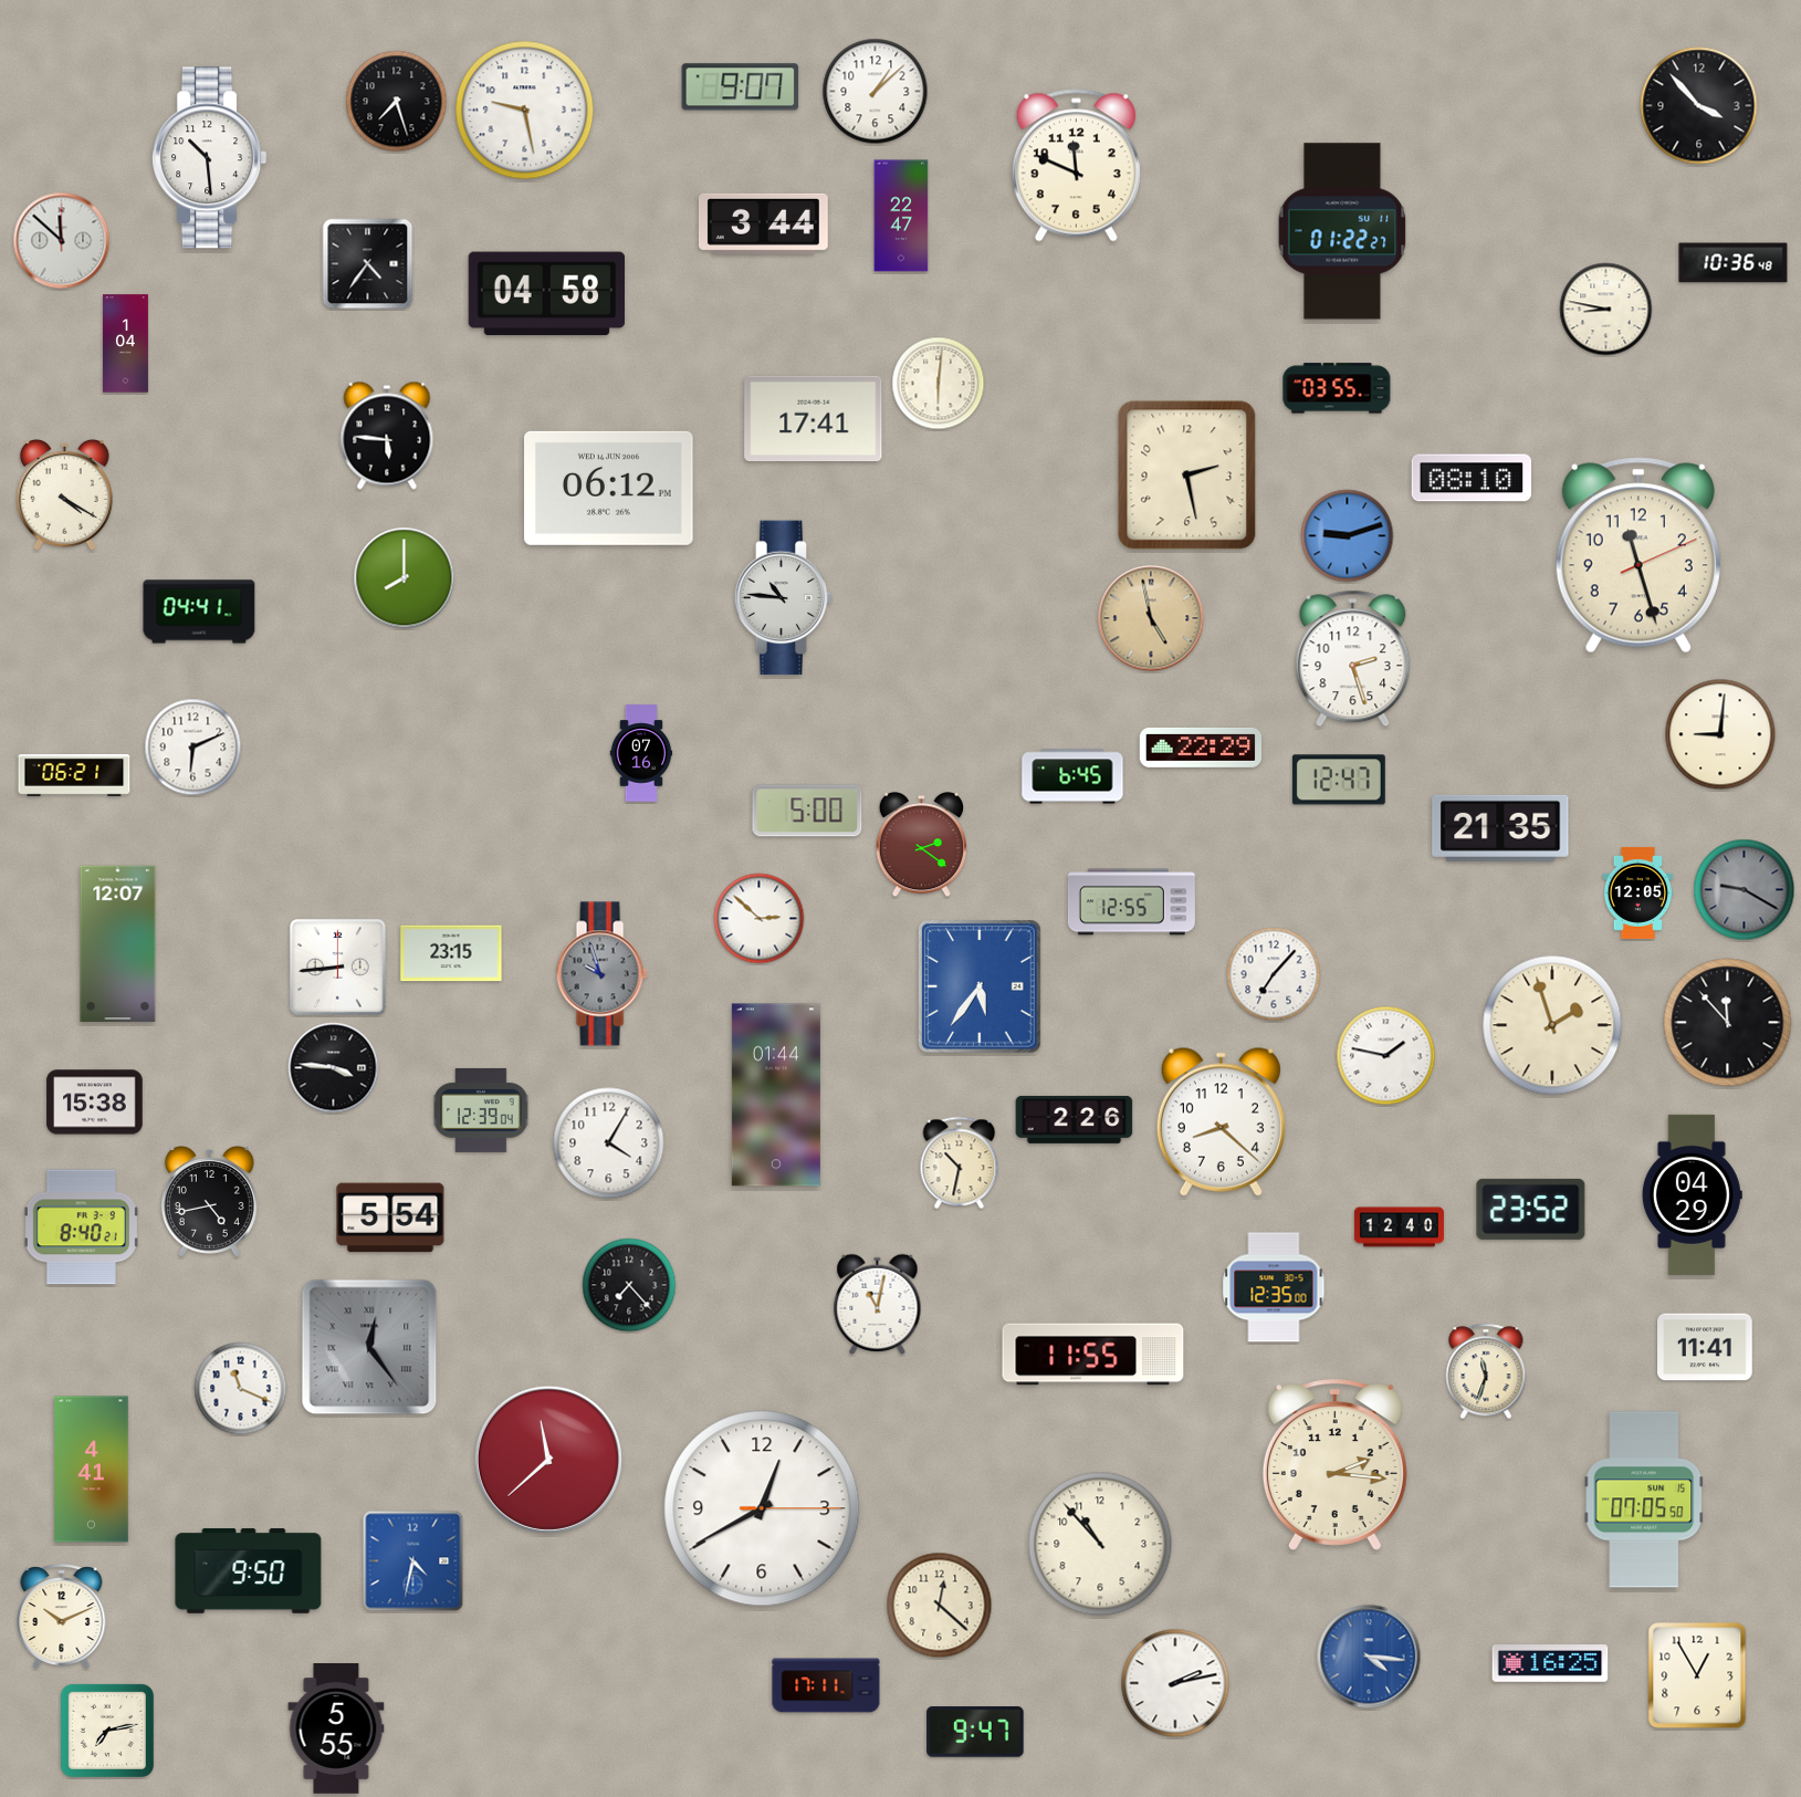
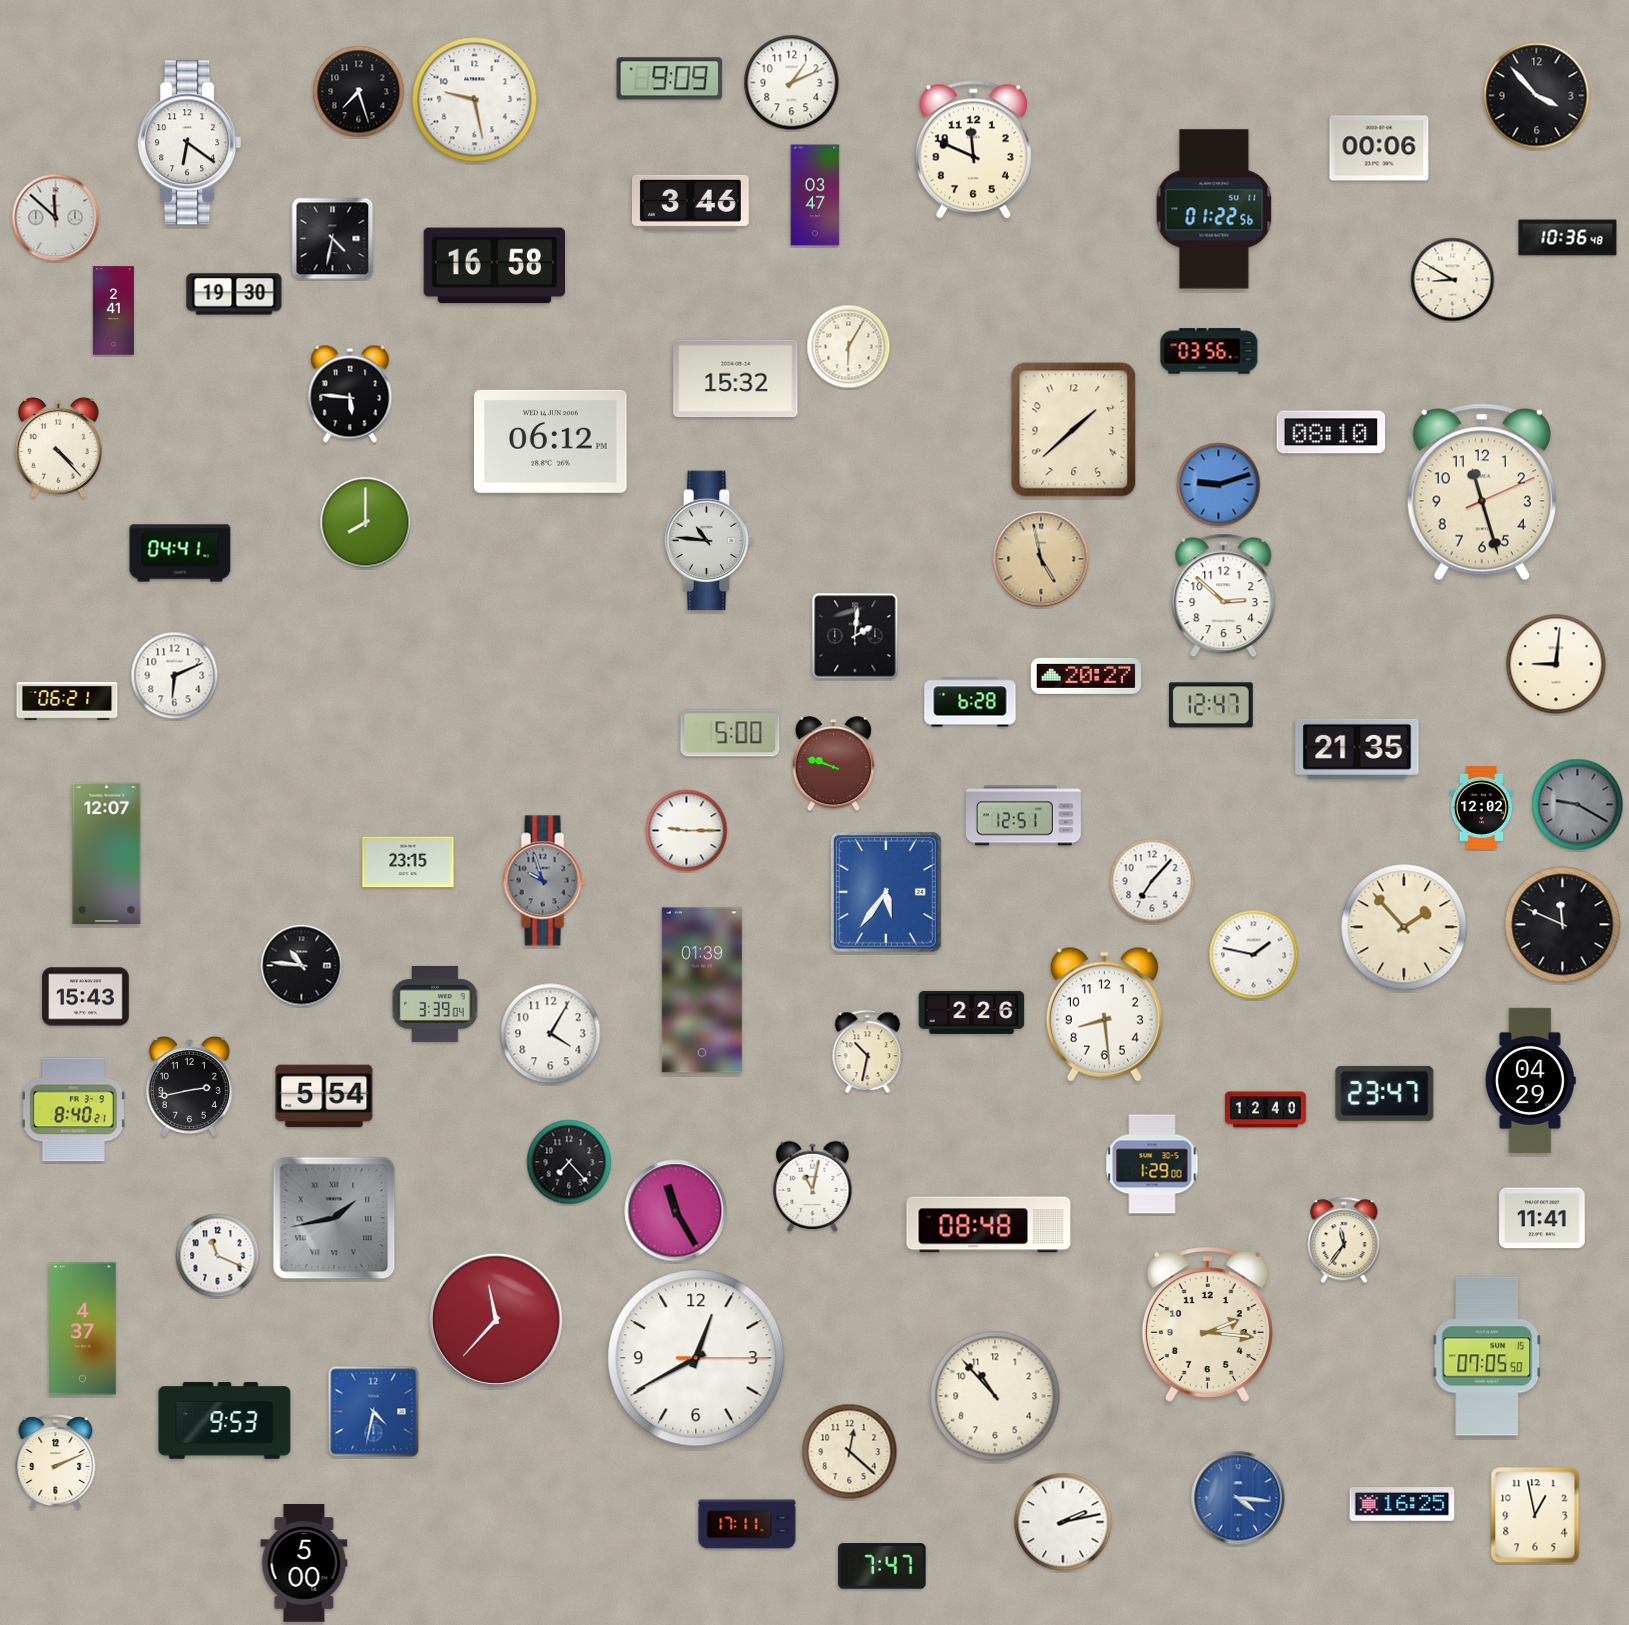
clock at (741, 87): 9:07 -> 9:09
clock at (876, 92): 1:08 -> 1:11
clock at (210, 158): 10:29 -> 6:21
clock at (1379, 148): none -> 00:06
clock at (901, 216): 22:47 -> 03:47
clock at (763, 223): 3:44 -> 3:46
clock at (1342, 231): 01:22:27 -> 01:22:56
clock at (368, 264): 4:36 -> 4:32
clock at (546, 294): 04:58 -> 16:58
clock at (1606, 310): 8:47 -> 8:50
clock at (234, 294): none -> 19:30
clock at (125, 344): 1:04 -> 2:41
clock at (939, 384): 6:01 -> 6:05
clock at (1337, 388): 03:55 -> 03:56
clock at (814, 419): 17:41 -> 15:32
clock at (1187, 476): 2:28 -> 1:38
clock at (64, 495): 4:20 -> 4:23
clock at (1638, 555) position: (1638, 555) -> (1482, 492)
clock at (1353, 659): 2:27 -> 2:52
clock at (855, 636): none -> 2:01
clock at (1200, 748): 22:29 -> 20:27
clock at (641, 753): 07:16 -> none
clock at (1072, 776): 6:45 -> 6:28
clock at (921, 845): 2:21 -> 9:48
clock at (1637, 892): 12:05 -> 12:02
clock at (1131, 902): 12:55 -> 12:51
clock at (760, 919): 2:52 -> 9:15
clock at (338, 968): 8:44 -> none
clock at (1728, 1023): 11:53 -> 11:49
clock at (1552, 1025): 1:57 -> 1:53
clock at (334, 1068): 3:46 -> 10:46
clock at (776, 1095): 01:44 -> 01:39
clock at (95, 1103): 15:38 -> 15:43
clock at (481, 1110): 12:39 -> 3:39
clock at (1221, 1121): 8:22 -> 8:29
clock at (209, 1202): 4:43 -> 2:43
clock at (1531, 1209): 23:52 -> 23:47
clock at (390, 1218) position: (390, 1218) -> (324, 1096)
clock at (1274, 1287): 12:35 -> 1:29
clock at (878, 1304) position: (878, 1304) -> (813, 1186)
clock at (676, 1211): none -> 11:25
clock at (369, 1347): 12:24 -> 1:43
clock at (1093, 1355): 11:55 -> 08:48
clock at (1486, 1371): 11:33 -> 11:36
clock at (548, 1460): 11:38 -> 11:37
clock at (92, 1470): 4:41 -> 4:37
clock at (762, 1508) position: (762, 1508) -> (696, 1358)
clock at (249, 1571): 9:50 -> 9:53
clock at (62, 1617): 10:11 -> 2:11
clock at (1697, 1675): 12:55 -> 12:58
clock at (336, 1728): 5:55 -> 5:00
clock at (107, 1731): 7:13 -> none
clock at (975, 1732): 9:47 -> 7:47
